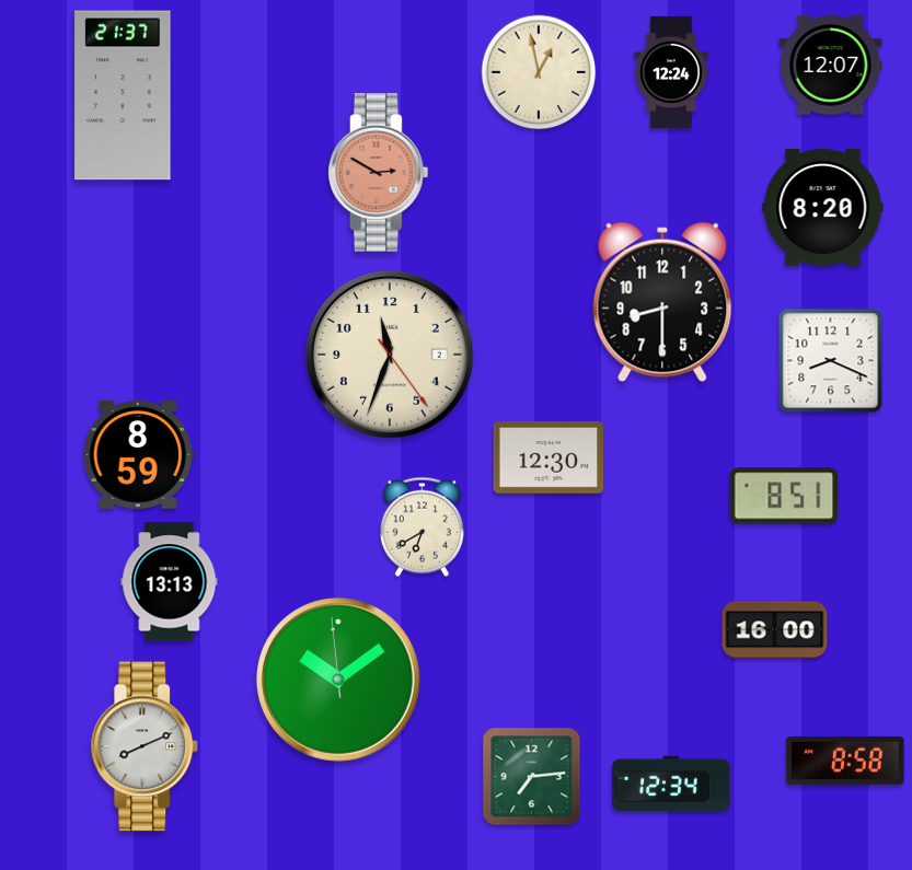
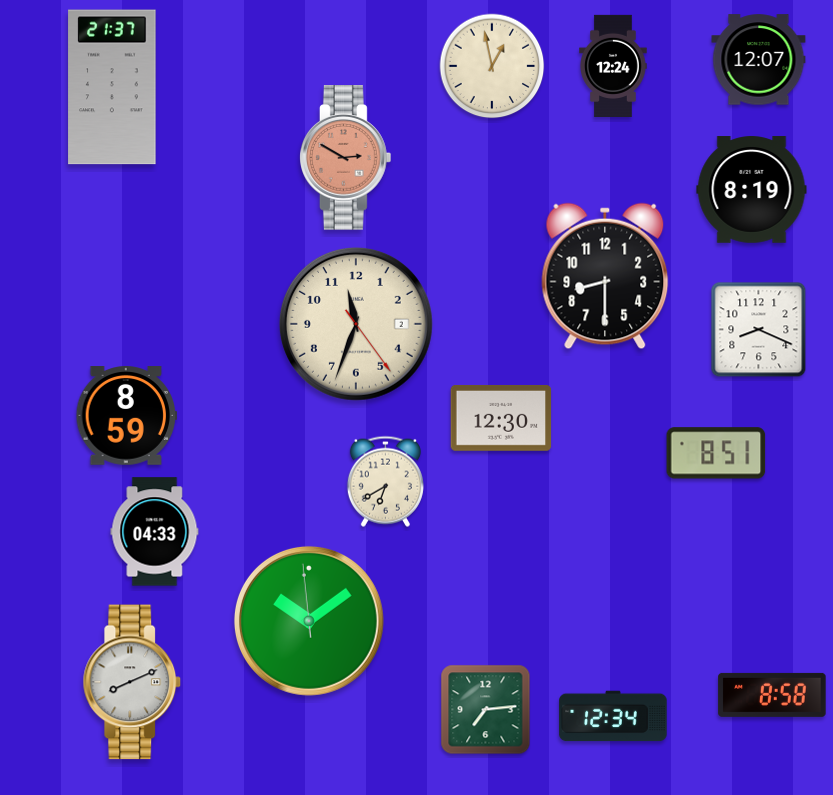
clock at (823, 208): 8:20 -> 8:19
clock at (170, 582): 13:13 -> 04:33
clock at (775, 630): 16:00 -> none
